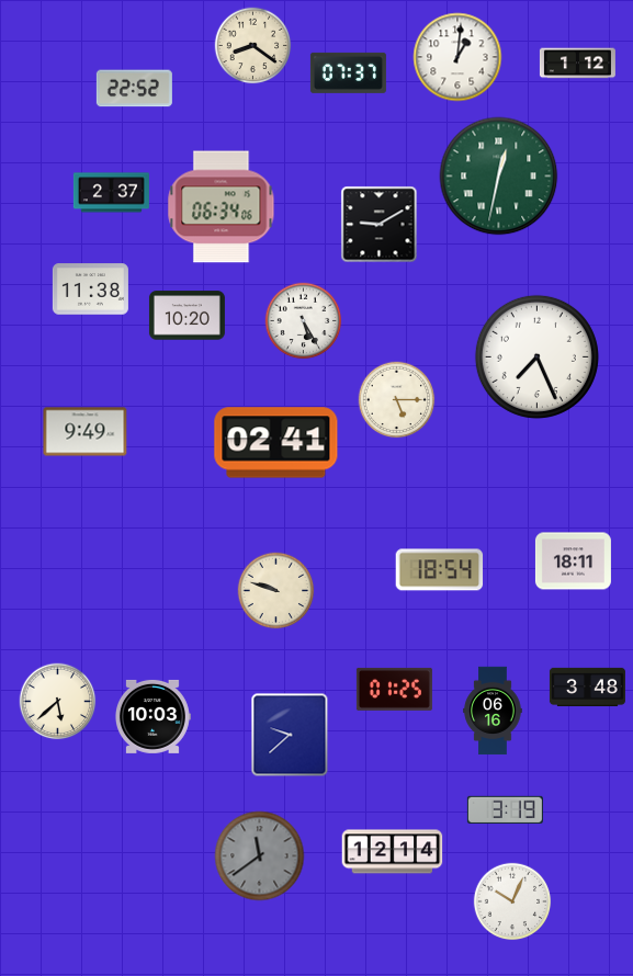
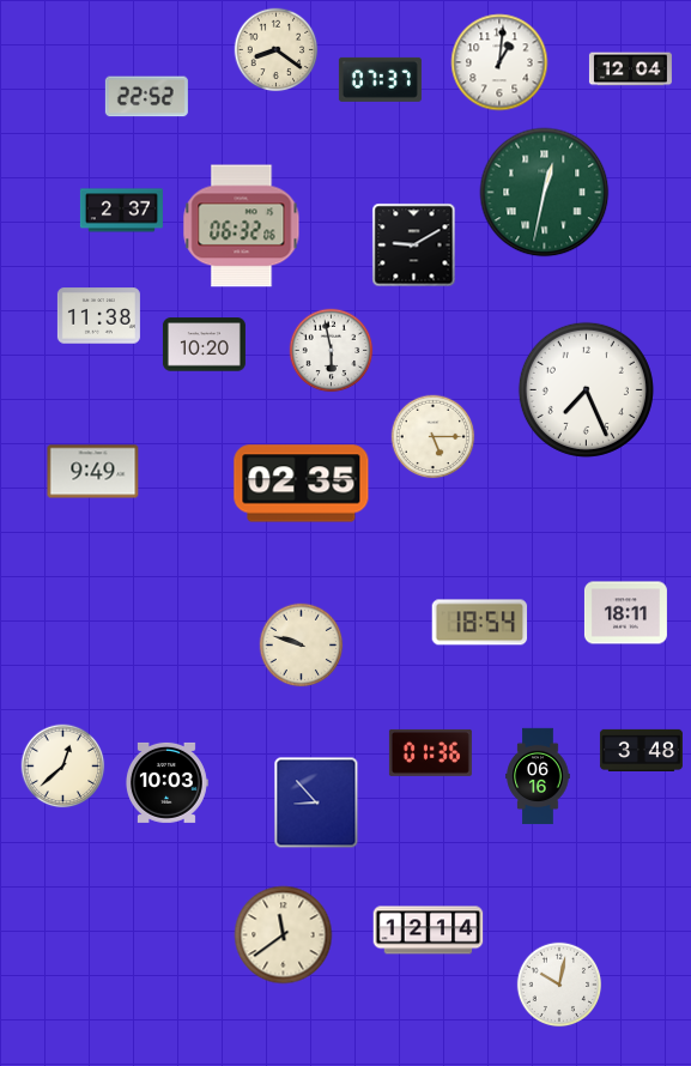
clock at (577, 64): 1:12 -> 12:04
clock at (222, 207): 06:34 -> 06:32
clock at (304, 321): 5:25 -> 5:58
clock at (276, 443): 02:41 -> 02:35
clock at (394, 689): 01:25 -> 01:36
clock at (58, 702): 5:38 -> 12:38
clock at (290, 735): 9:38 -> 8:53
clock at (505, 809): 3:19 -> none
clock at (260, 856) dial: grey -> cream
clock at (512, 901): 10:04 -> 10:02
